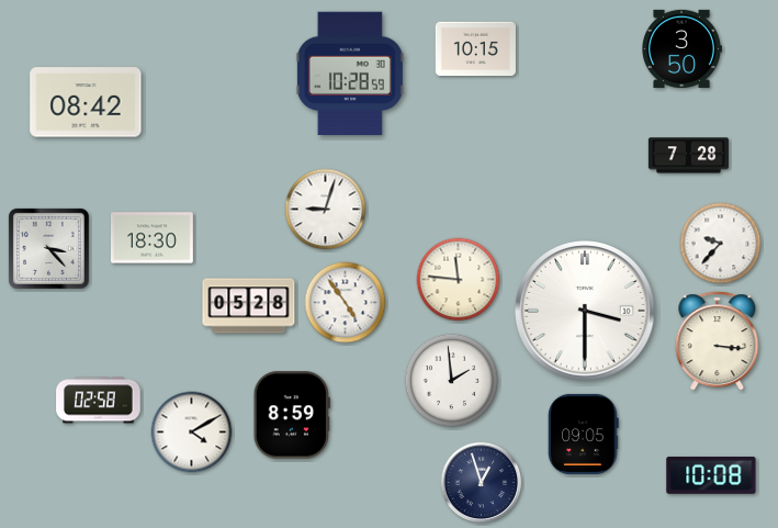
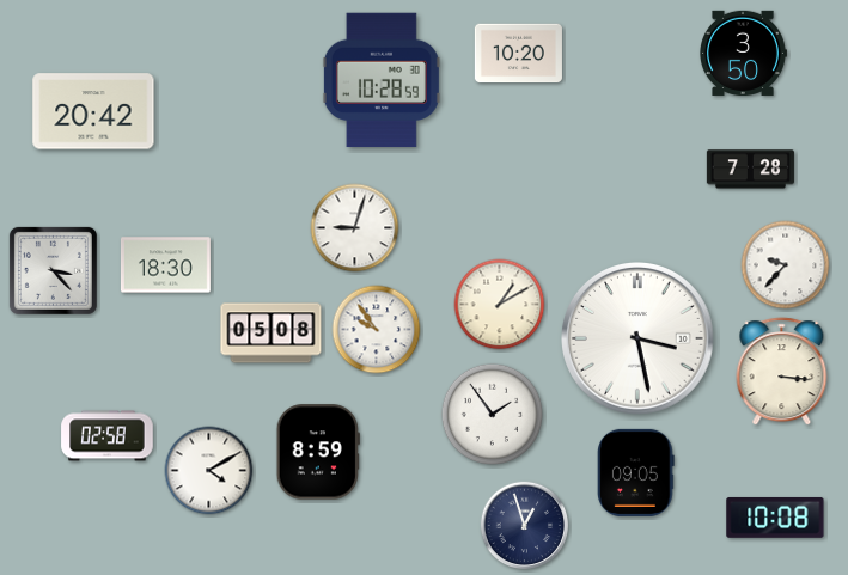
clock at (475, 49): 10:15 -> 10:20
clock at (86, 102): 08:42 -> 20:42
clock at (151, 238) position: (151, 238) -> (165, 265)
clock at (459, 280): 11:46 -> 1:10
clock at (346, 303): 4:54 -> 9:54
clock at (249, 306): 05:28 -> 05:08
clock at (586, 312): 3:30 -> 3:28
clock at (452, 381): 1:59 -> 1:54
